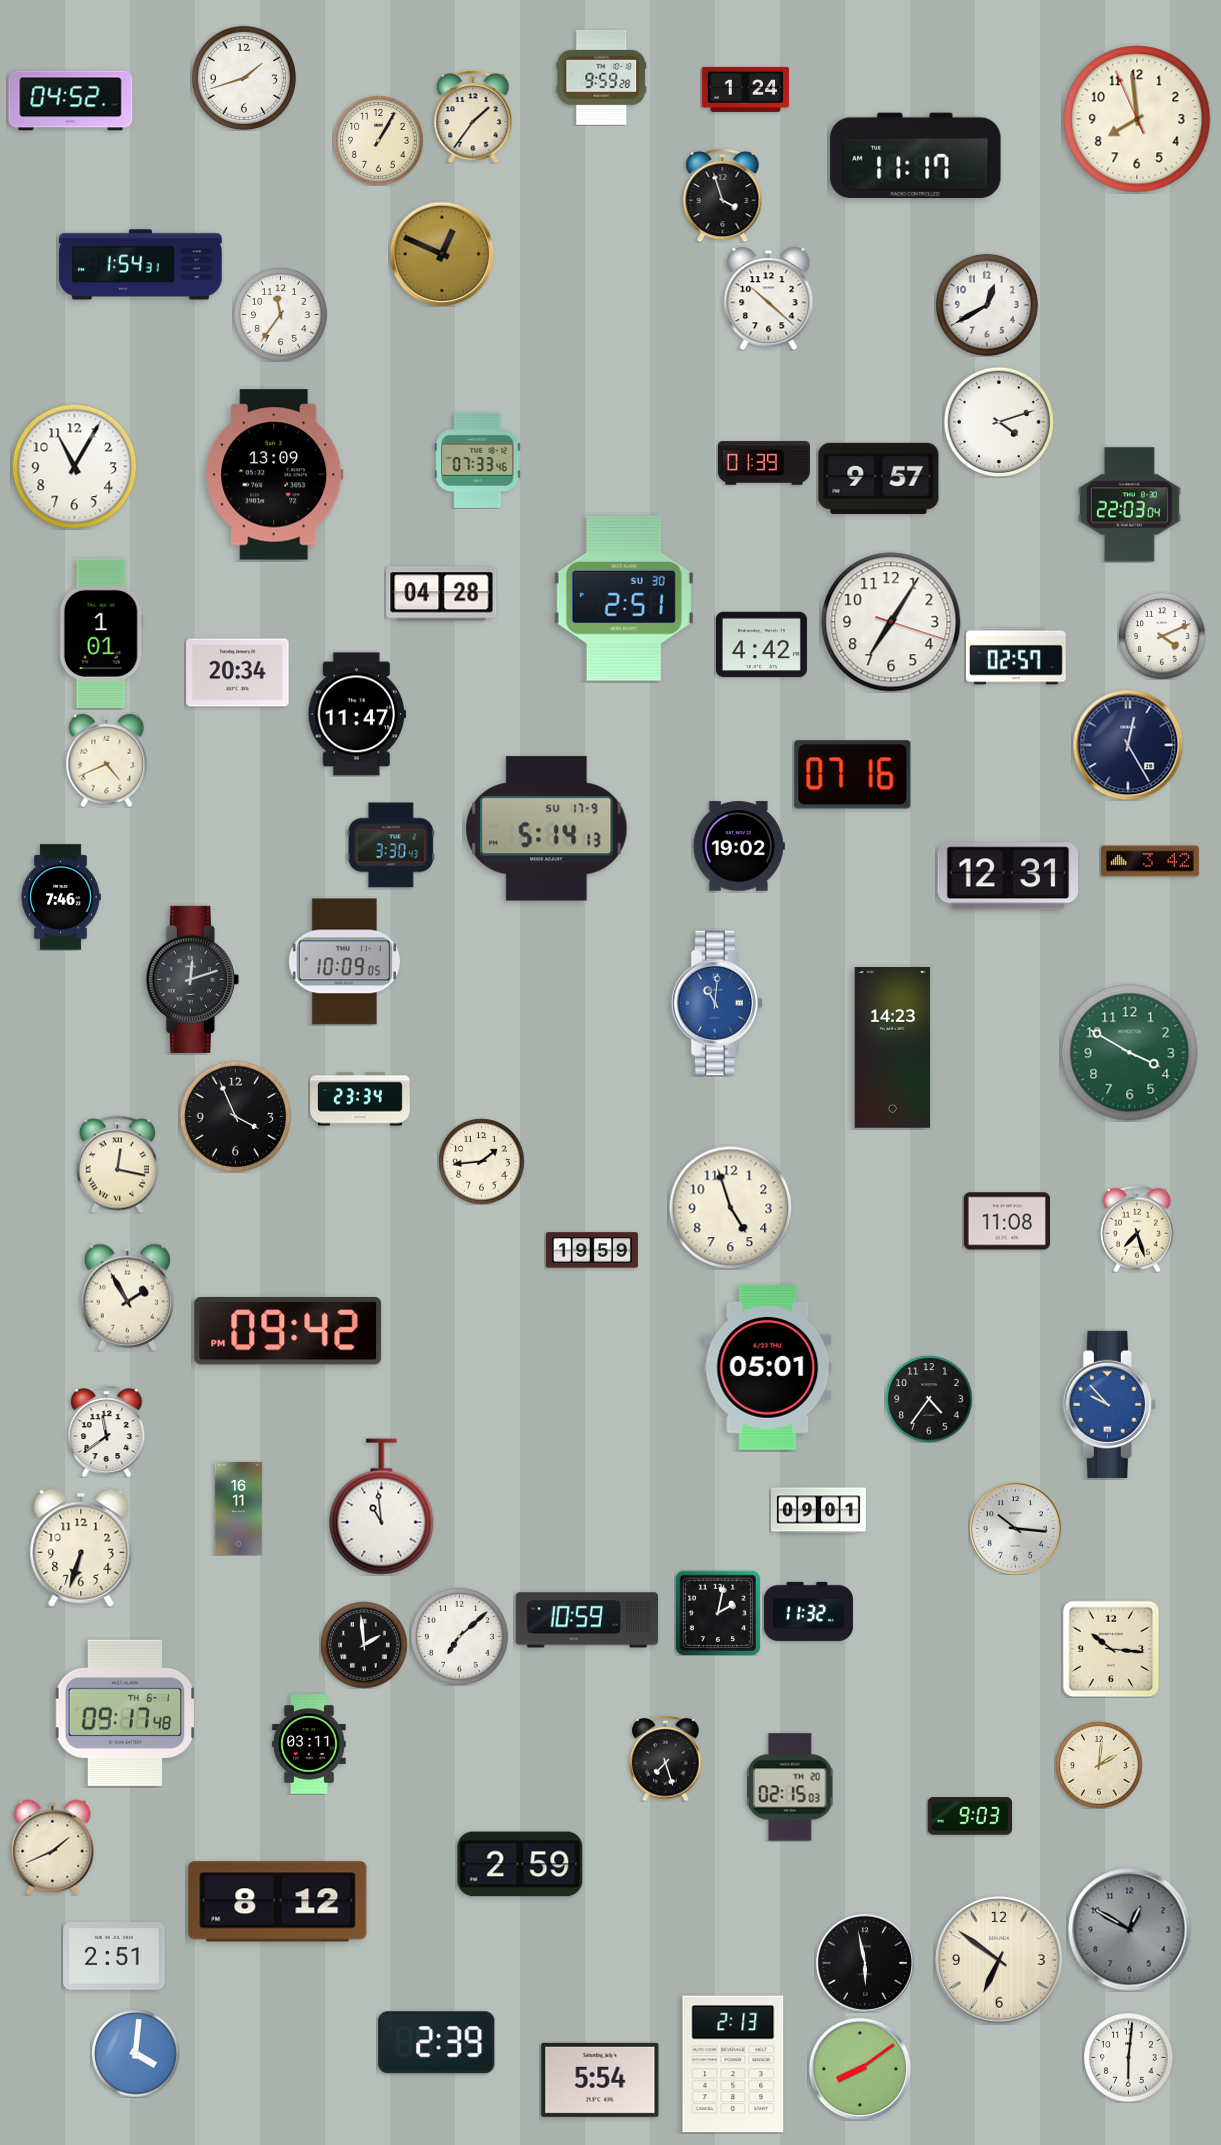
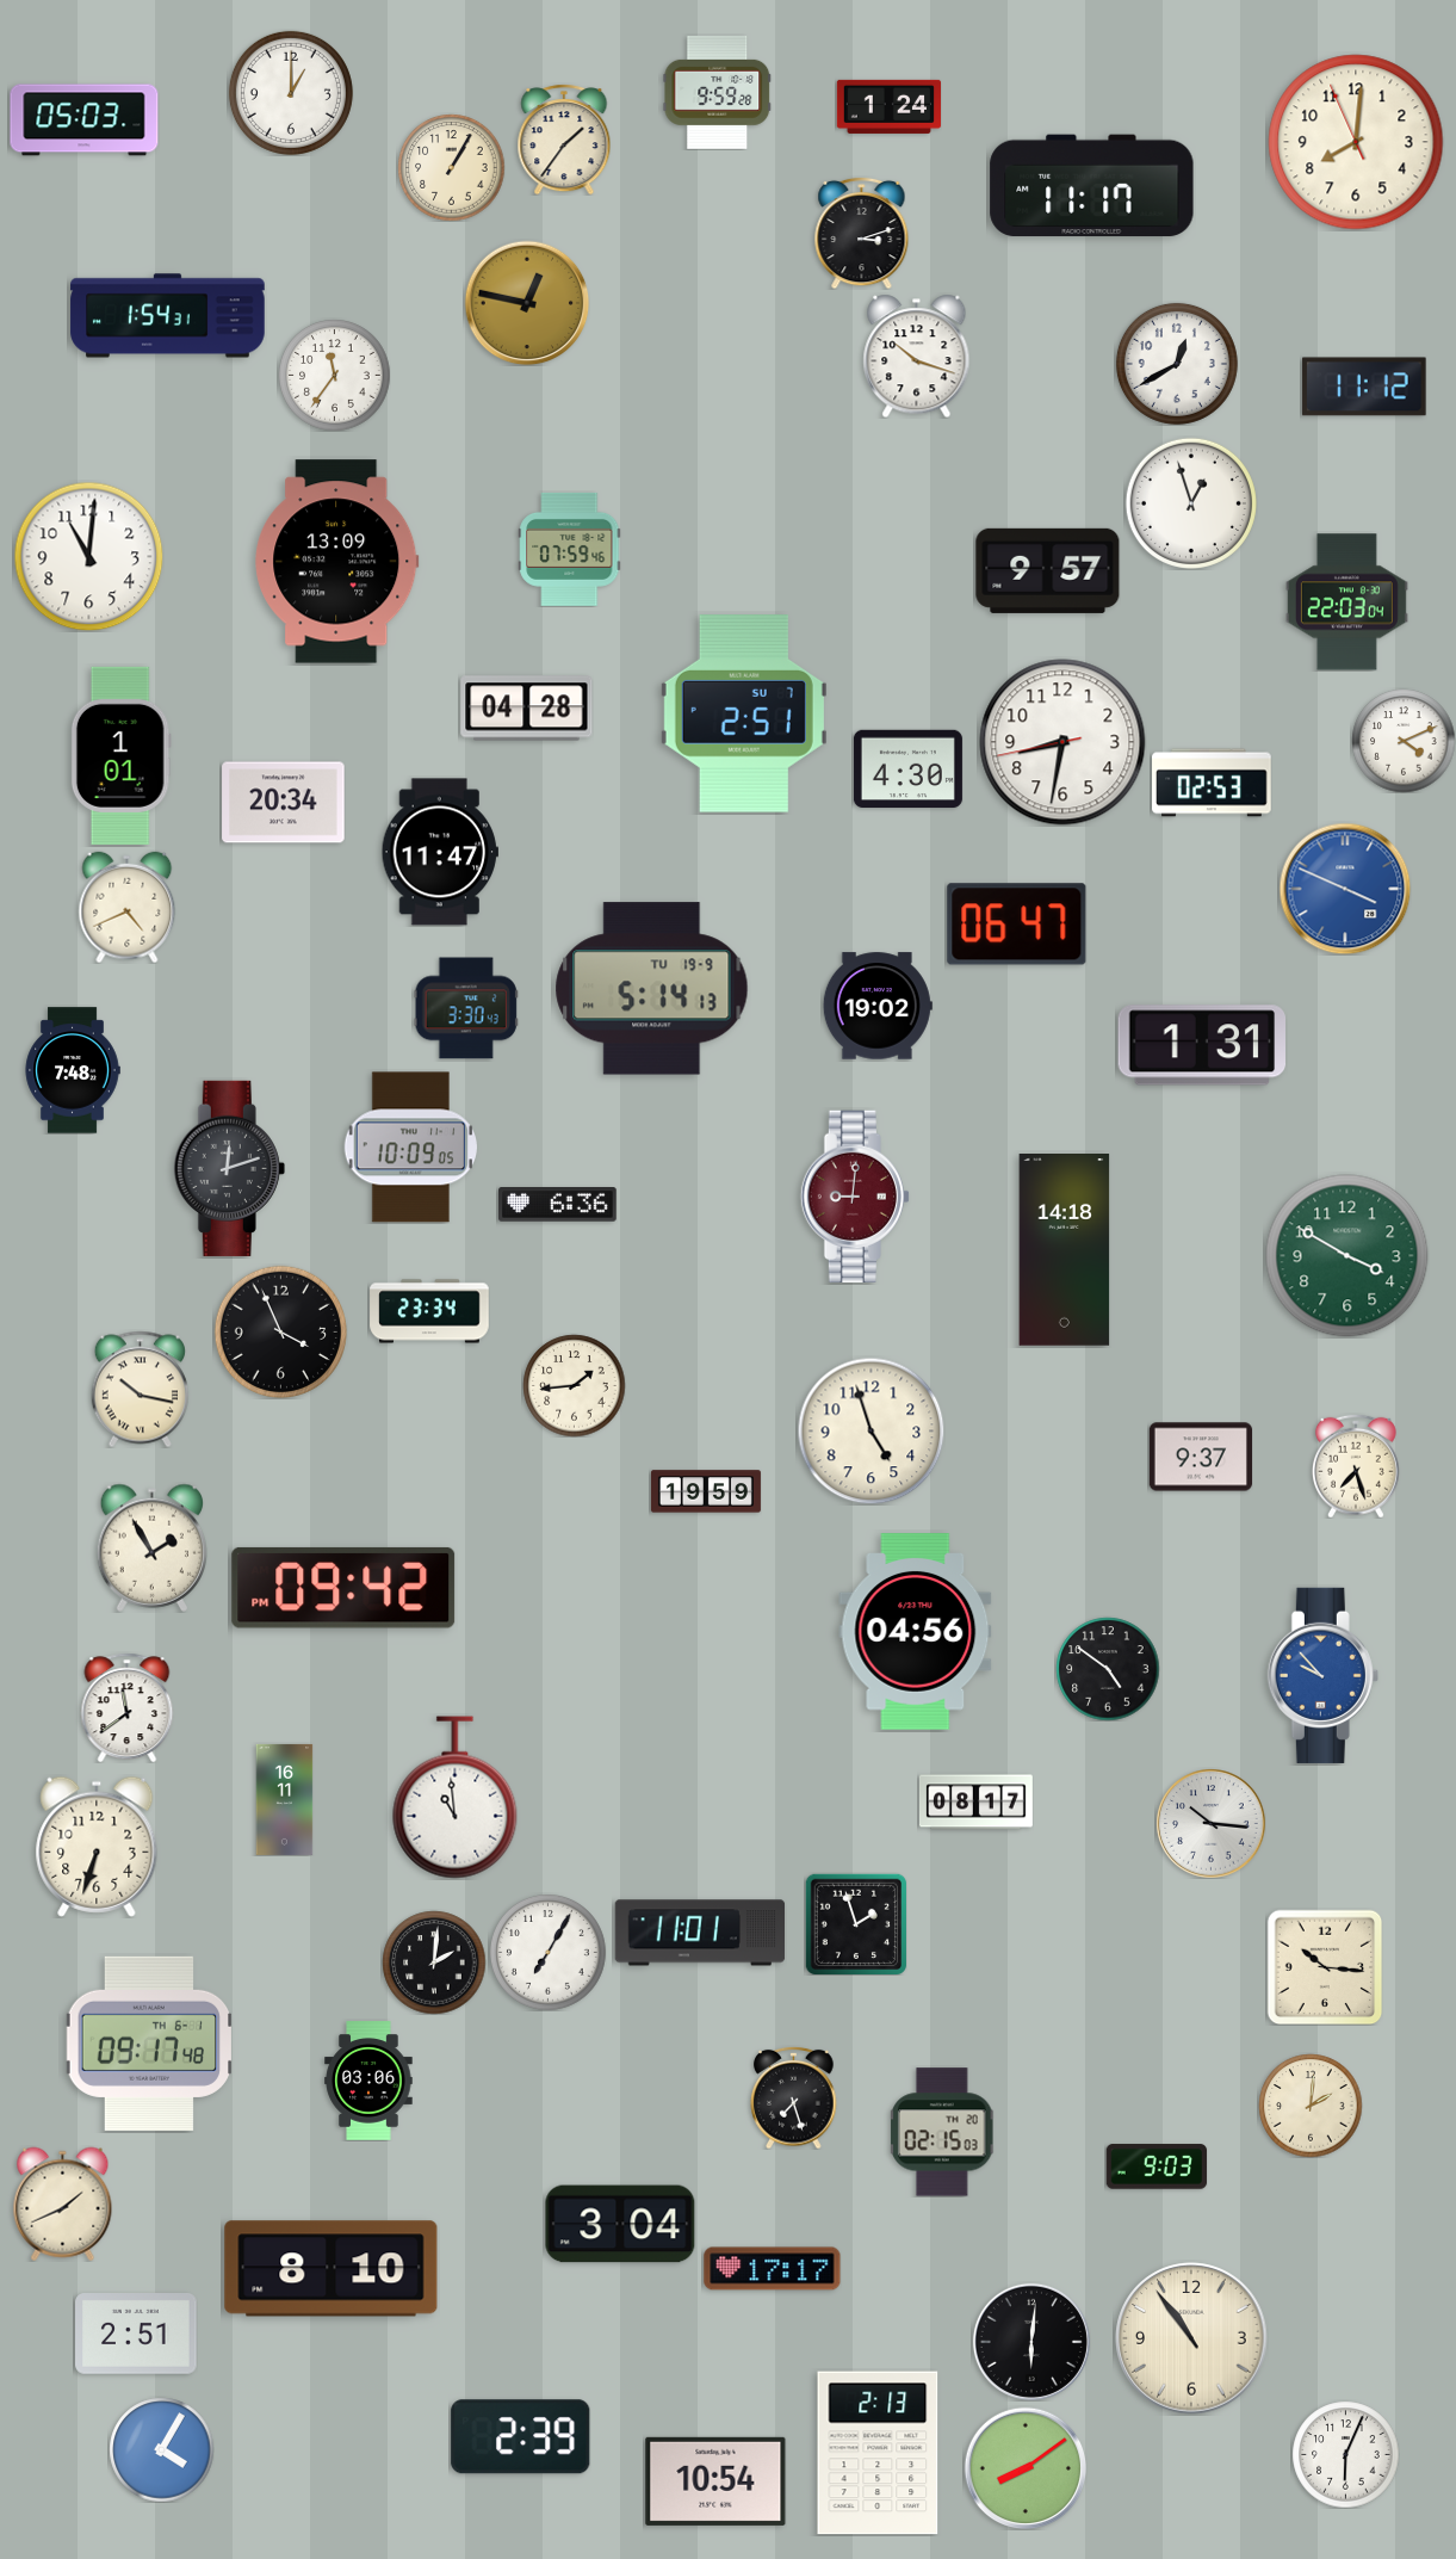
clock at (244, 78): 1:42 -> 1:00
clock at (71, 101): 04:52 -> 05:03
clock at (1137, 119): 7:58 -> 8:00
clock at (723, 195): 3:57 -> 3:12
clock at (442, 254): 12:49 -> 12:47
clock at (769, 298): 10:22 -> 10:18
clock at (1364, 387): none -> 11:12
clock at (998, 421): 4:12 -> 12:57
clock at (478, 460): 07:33 -> 07:59
clock at (764, 463): 01:39 -> none
clock at (74, 466): 11:05 -> 11:01
clock at (275, 475) position: (275, 475) -> (337, 562)
clock at (624, 598) date: SU 30 -> SU 7
clock at (891, 622): 7:05 -> 8:31
clock at (1162, 636) position: (1162, 636) -> (1404, 741)
clock at (761, 645): 4:42 -> 4:30
clock at (1016, 656): 02:57 -> 02:53
clock at (357, 714) position: (357, 714) -> (440, 852)
clock at (1128, 745): 12:25 -> 3:49
clock at (1128, 745) dial: navy -> blue
clock at (853, 775): 07:16 -> 06:47
clock at (547, 829) date: SU 17-9 -> TU 19-9
clock at (739, 846) position: (739, 846) -> (878, 1006)
clock at (1150, 861): 3:42 -> none
clock at (1008, 876): 12:31 -> 1:31
clock at (61, 897): 7:46 -> 7:48
clock at (717, 1002): 11:01 -> 9:01
clock at (717, 1002) dial: blue -> burgundy
clock at (558, 1205): none -> 6:36
clock at (893, 1048): 14:23 -> 14:18
clock at (117, 1164): 12:17 -> 10:17
clock at (730, 1207) position: (730, 1207) -> (870, 1430)
clock at (1006, 1221): 11:08 -> 9:37
clock at (768, 1368): 05:01 -> 04:56
clock at (929, 1399): 4:36 -> 4:51
clock at (818, 1511): 09:01 -> 08:17
clock at (808, 1611): 11:32 -> none
clock at (717, 1612): 2:02 -> 1:57
clock at (587, 1620): 10:59 -> 11:01
clock at (459, 1636): 7:08 -> 7:05
clock at (364, 1645): 1:59 -> 2:01
clock at (309, 1744): 03:11 -> 03:06
clock at (520, 1864): 2:59 -> 3:04
clock at (278, 1902): 8:12 -> 8:10
clock at (773, 2269): none -> 17:17
clock at (1130, 1930): 12:50 -> none
clock at (999, 1960): 6:51 -> 10:54
clock at (865, 1963): 5:58 -> 6:01
clock at (135, 2053): 4:01 -> 4:05
clock at (1128, 2057): 6:01 -> 6:04
clock at (733, 2064) position: (733, 2064) -> (878, 2453)
clock at (600, 2080): 5:54 -> 10:54
